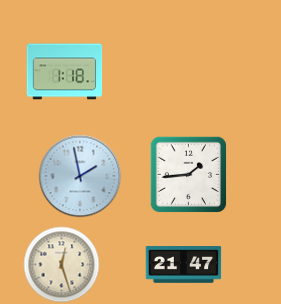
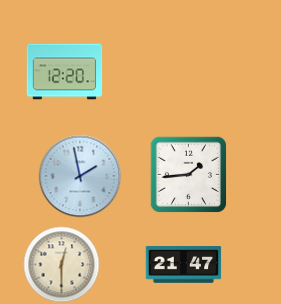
clock at (65, 72): 1:18 -> 12:20
clock at (62, 265): 12:27 -> 12:30
